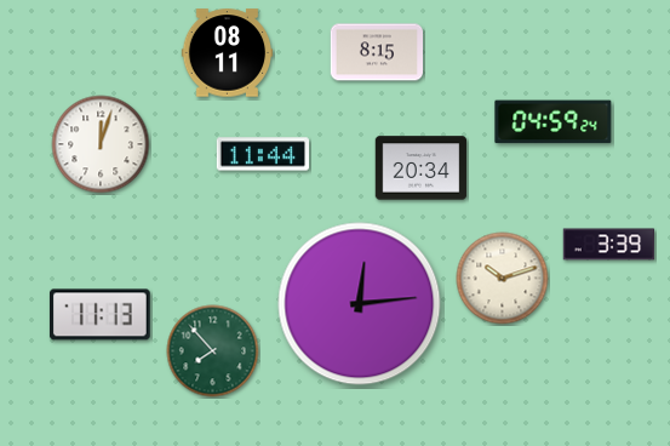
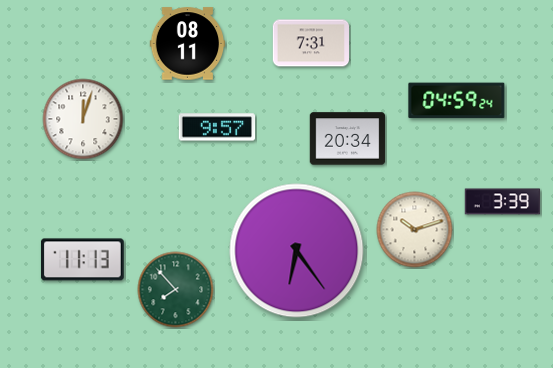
clock at (377, 52): 8:15 -> 7:31
clock at (263, 154): 11:44 -> 9:57
clock at (360, 304): 12:14 -> 6:24
